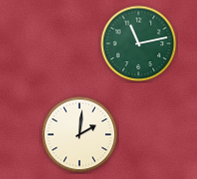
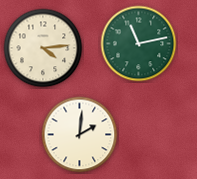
clock at (43, 48): none -> 4:14
